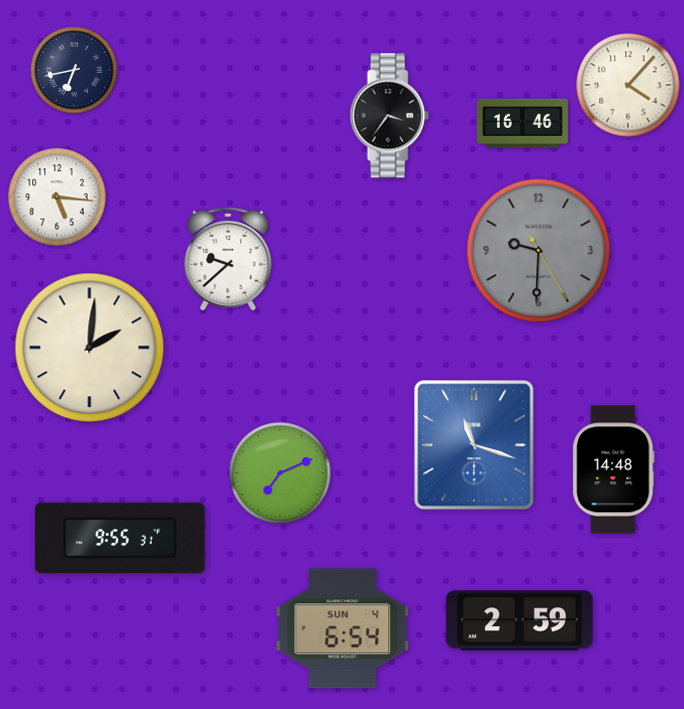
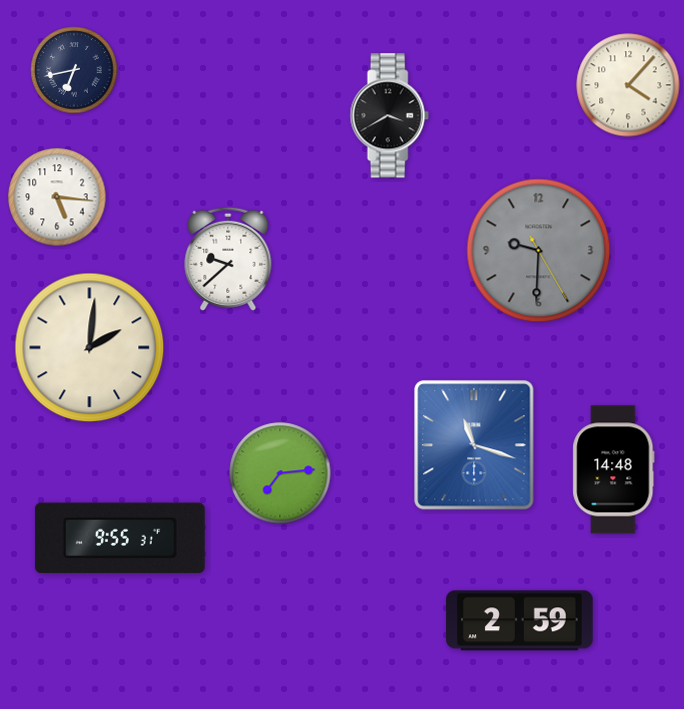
clock at (389, 116): 3:36 -> 3:40
clock at (522, 124): 16:46 -> none
clock at (280, 473): 7:11 -> 7:14
clock at (343, 629): 6:54 -> none
